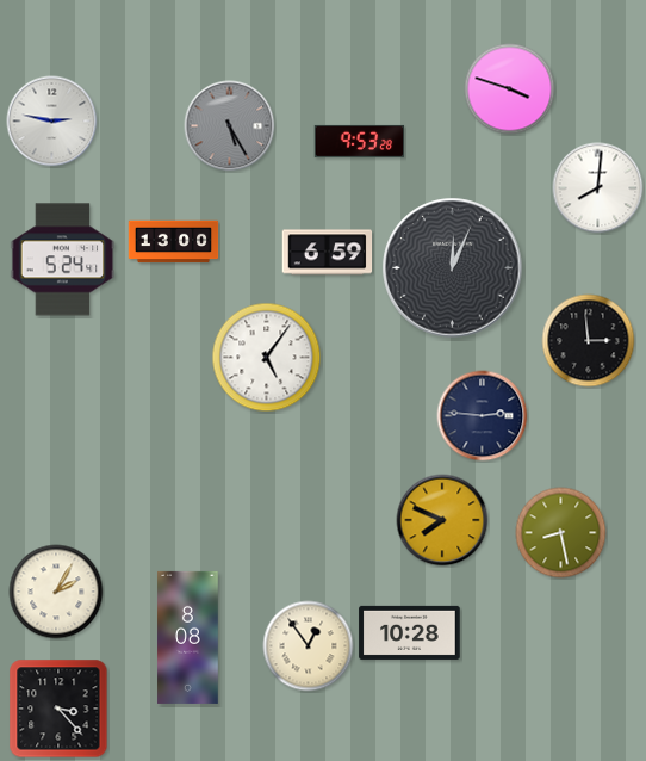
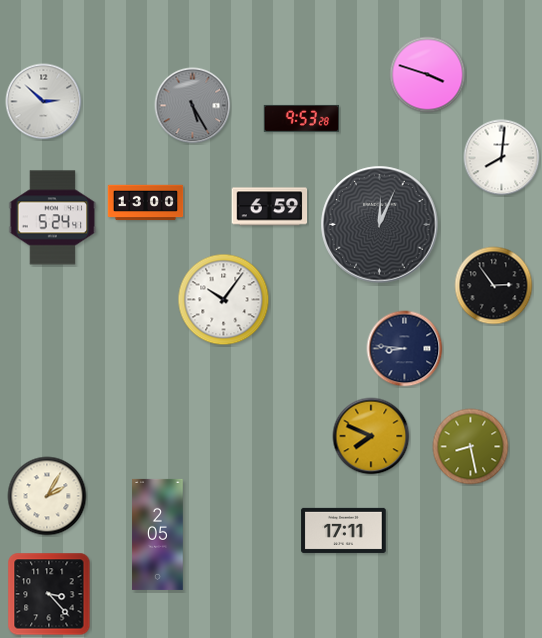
clock at (52, 122): 2:47 -> 2:52
clock at (328, 253) position: (328, 253) -> (270, 207)
clock at (589, 341): 2:59 -> 2:54
clock at (267, 358): 5:06 -> 10:06
clock at (483, 416): 2:46 -> 8:46
clock at (410, 632): 10:28 -> 17:11
clock at (188, 637): 8:08 -> 2:05
clock at (309, 646): 12:54 -> none
